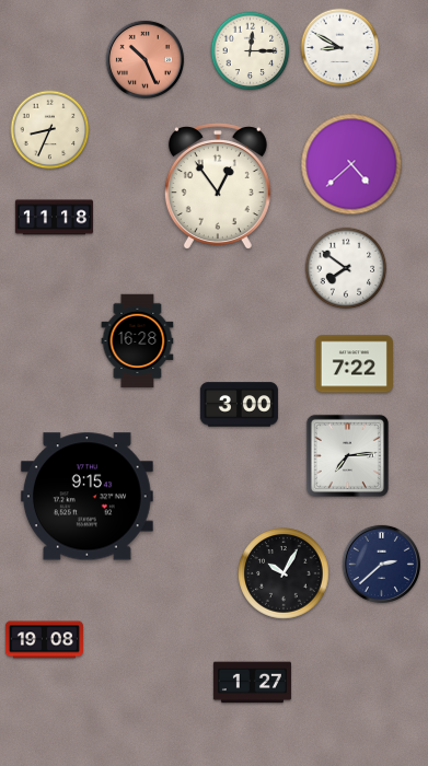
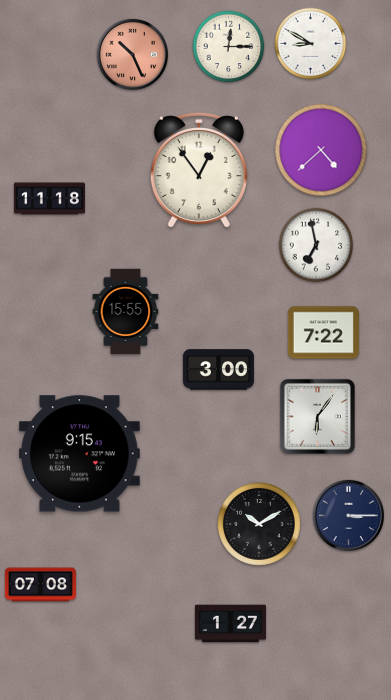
clock at (50, 130): 8:34 -> none
clock at (346, 268): 7:51 -> 6:58
clock at (138, 341): 16:28 -> 15:55
clock at (347, 455): 7:14 -> 6:06
clock at (381, 564): 2:38 -> 3:15
clock at (284, 573): 10:05 -> 10:10
clock at (44, 640): 19:08 -> 07:08
